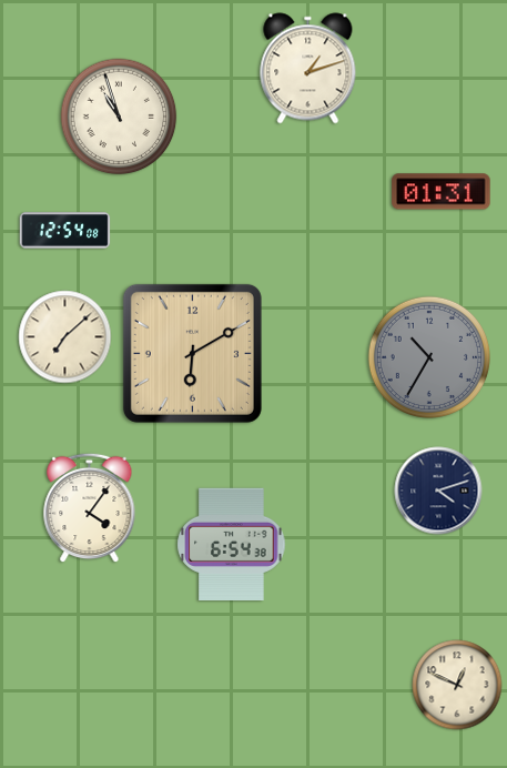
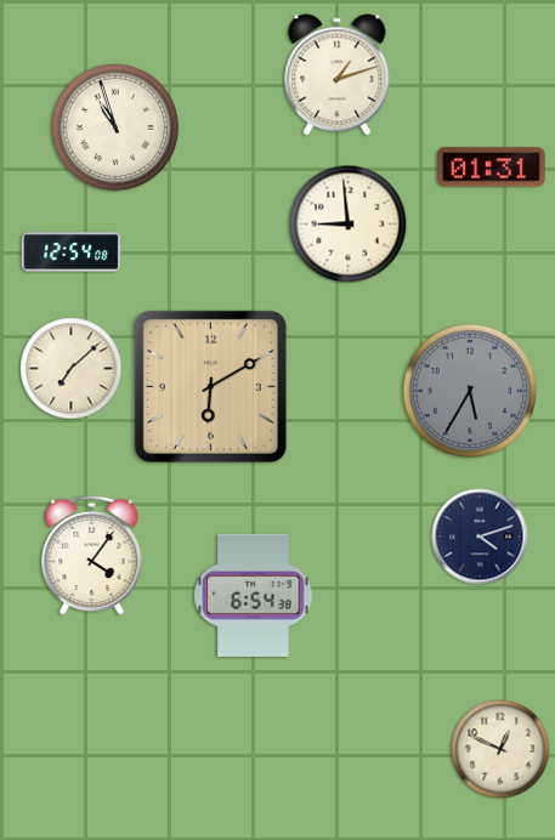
clock at (119, 117) position: (119, 117) -> (115, 127)
clock at (442, 192) position: (442, 192) -> (492, 168)
clock at (349, 225): none -> 8:59
clock at (429, 357): 10:35 -> 5:35
clock at (90, 508) position: (90, 508) -> (92, 556)
